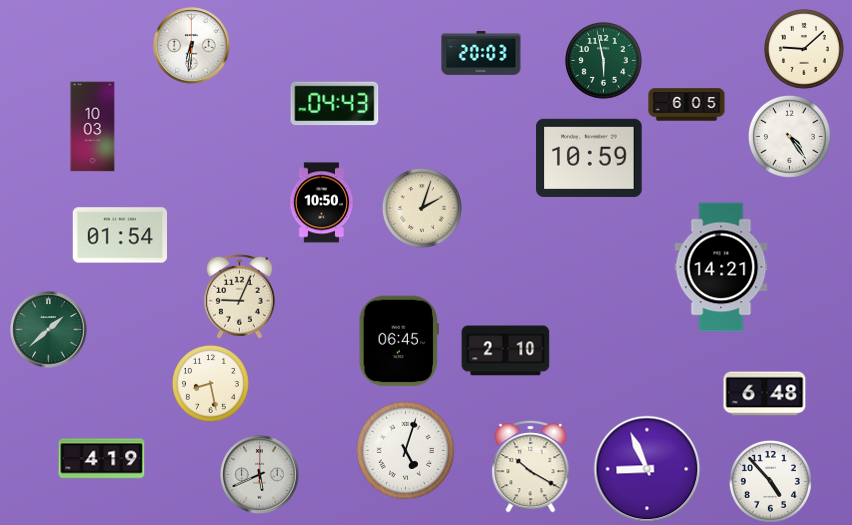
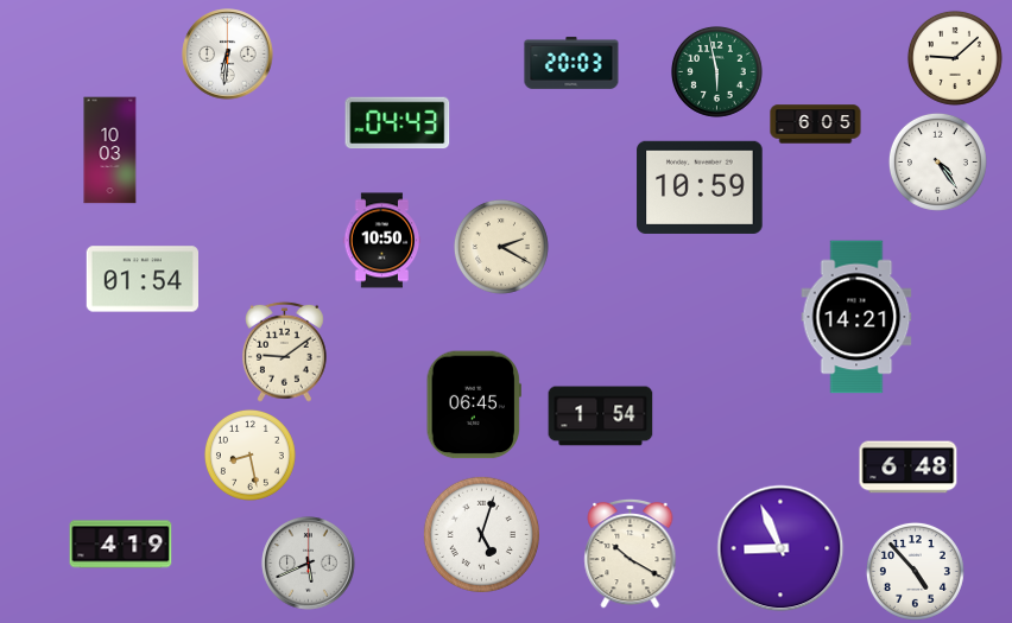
clock at (422, 208): 2:03 -> 2:20
clock at (240, 296): 9:04 -> 9:09
clock at (49, 330): 1:38 -> none
clock at (506, 351): 2:10 -> 1:54
clock at (647, 469) position: (647, 469) -> (780, 548)
